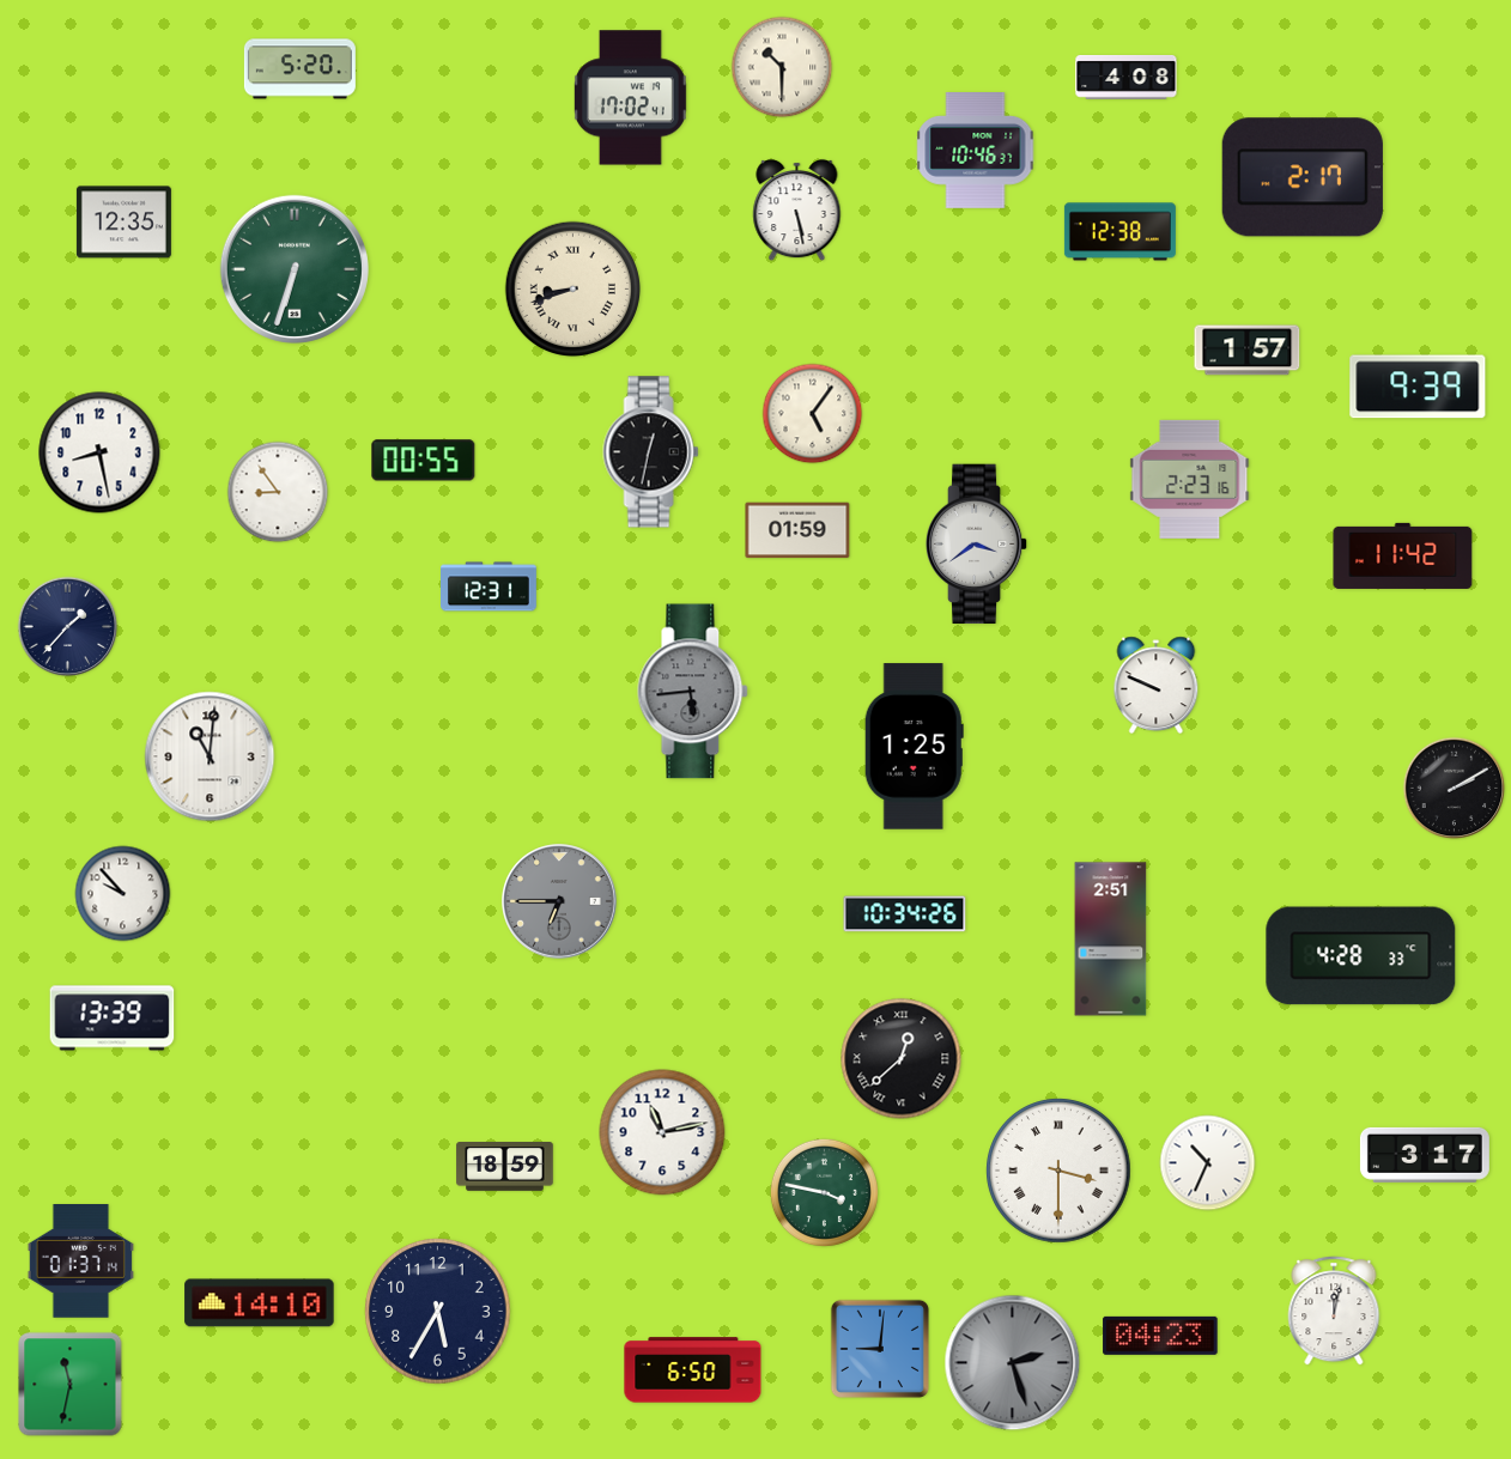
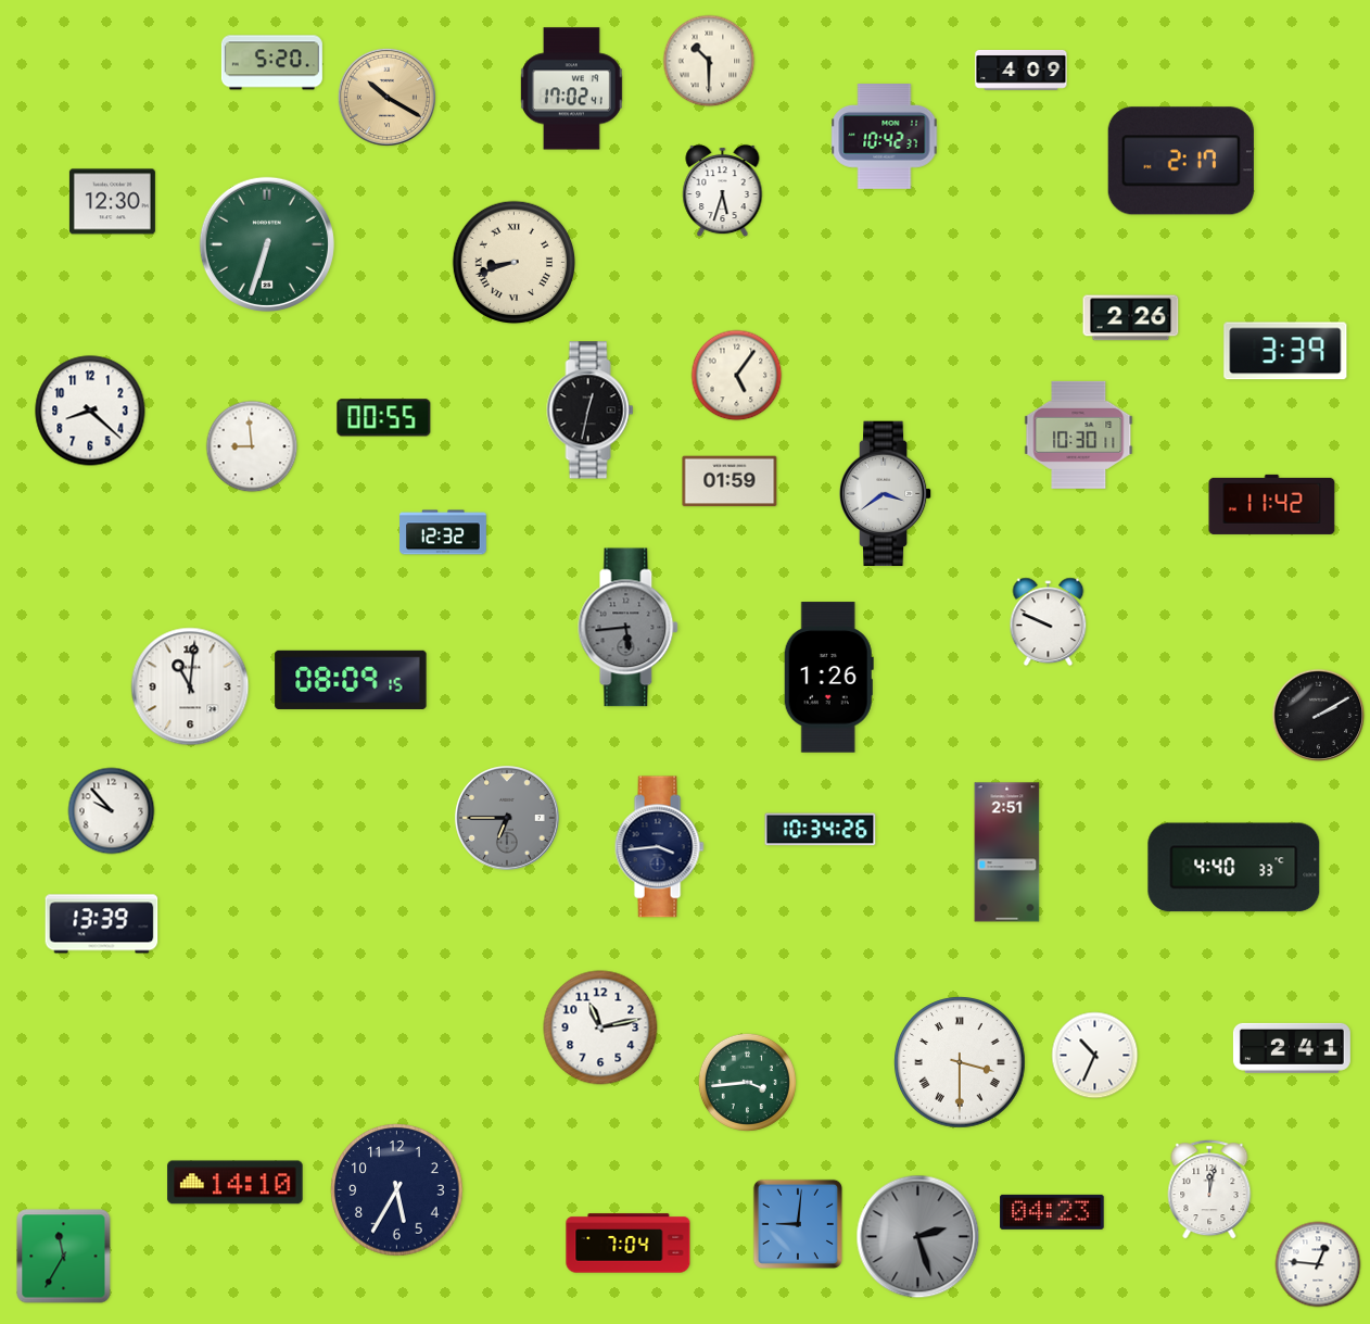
clock at (1127, 77): 4:08 -> 4:09
clock at (386, 97): none -> 10:20
clock at (976, 151): 10:46 -> 10:42
clock at (797, 211): 5:28 -> 5:33
clock at (123, 223): 12:35 -> 12:30
clock at (1119, 232): 12:38 -> none
clock at (574, 290) position: (574, 290) -> (515, 263)
clock at (1248, 351): 1:57 -> 2:26
clock at (1418, 387): 9:39 -> 3:39
clock at (99, 452): 8:28 -> 8:22
clock at (1190, 479): 2:23 -> 10:30
clock at (278, 492): 8:54 -> 8:59
clock at (797, 530) position: (797, 530) -> (730, 481)
clock at (490, 586): 12:31 -> 12:32
clock at (68, 627): 1:37 -> none
clock at (914, 747): 1:25 -> 1:26
clock at (351, 679): none -> 08:09
clock at (659, 847): none -> 3:44
clock at (1361, 956): 4:28 -> 4:40
clock at (902, 1059): 12:38 -> none
clock at (1425, 1155): 3:17 -> 2:41
clock at (505, 1167): 18:59 -> none
clock at (824, 1192): 3:47 -> 3:44
clock at (80, 1262): 01:37 -> none
clock at (693, 1370): 6:50 -> 7:04
clock at (71, 1385): 11:32 -> 11:35
clock at (1318, 1264): none -> 12:46
